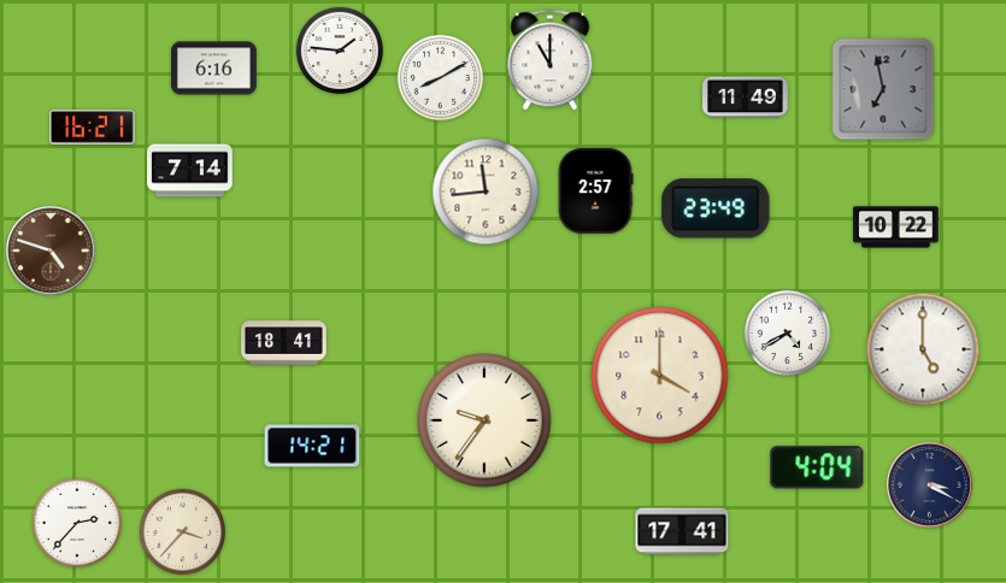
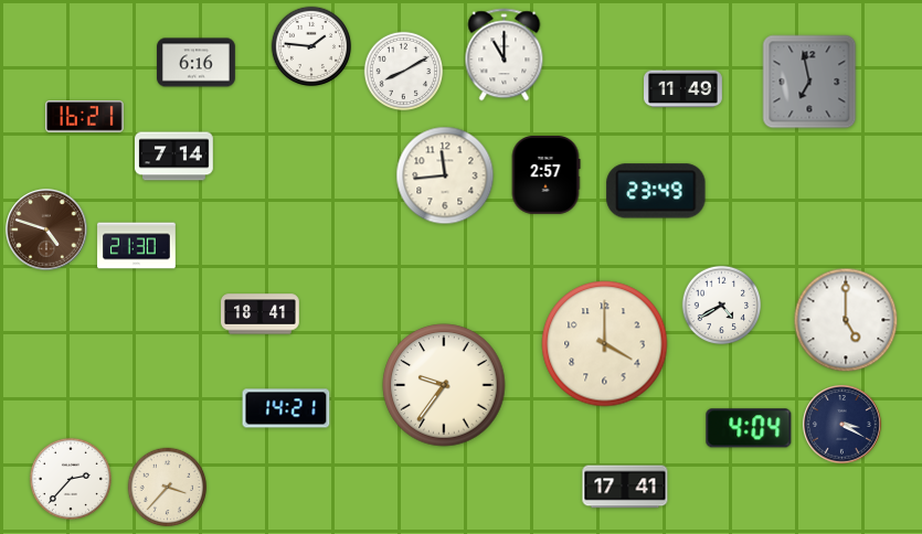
clock at (896, 228): 10:22 -> none
clock at (137, 246): none -> 21:30
clock at (930, 485) position: (930, 485) -> (842, 425)
